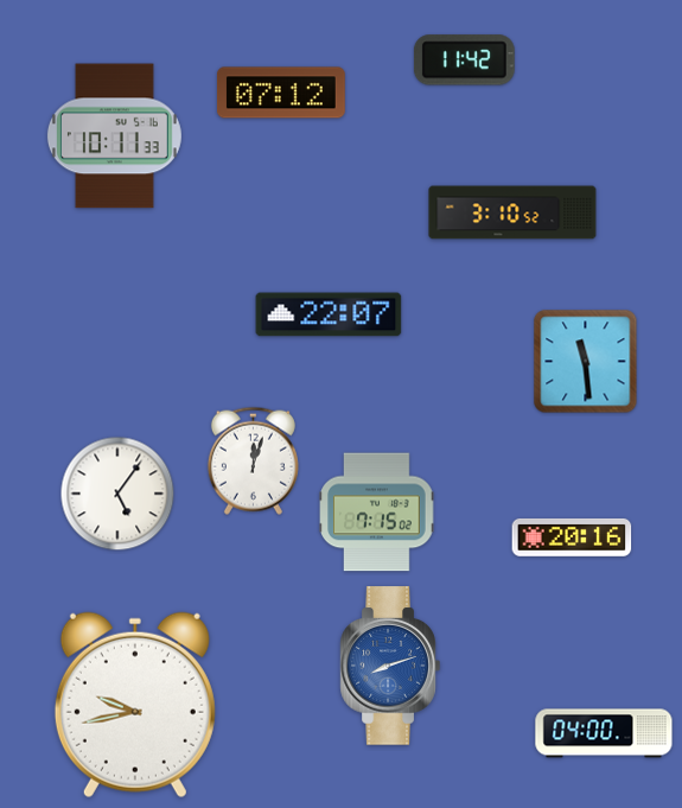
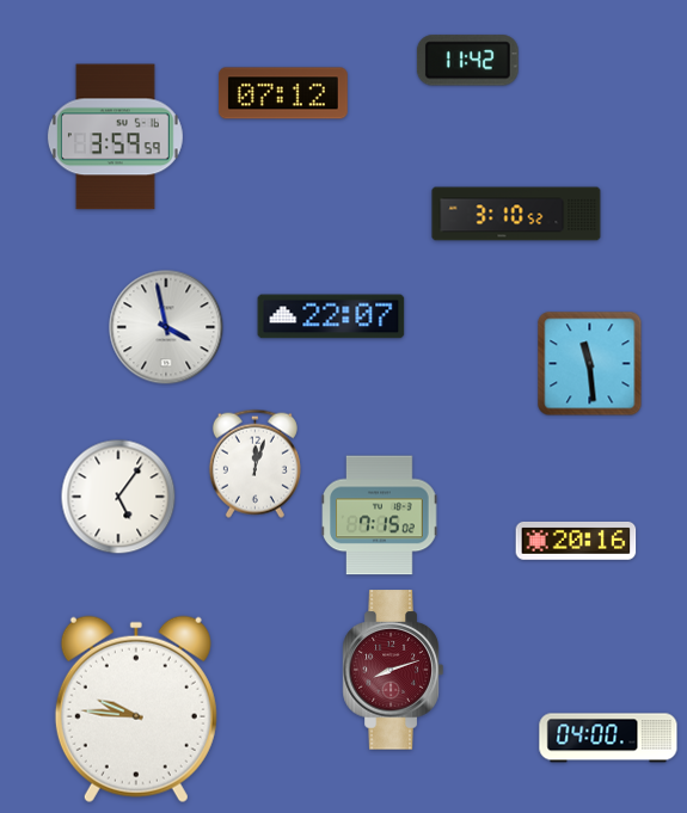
clock at (114, 136): 10:11 -> 3:59
clock at (166, 327): none -> 3:58
clock at (390, 666) dial: blue -> burgundy
clock at (135, 705): 9:43 -> 9:46
